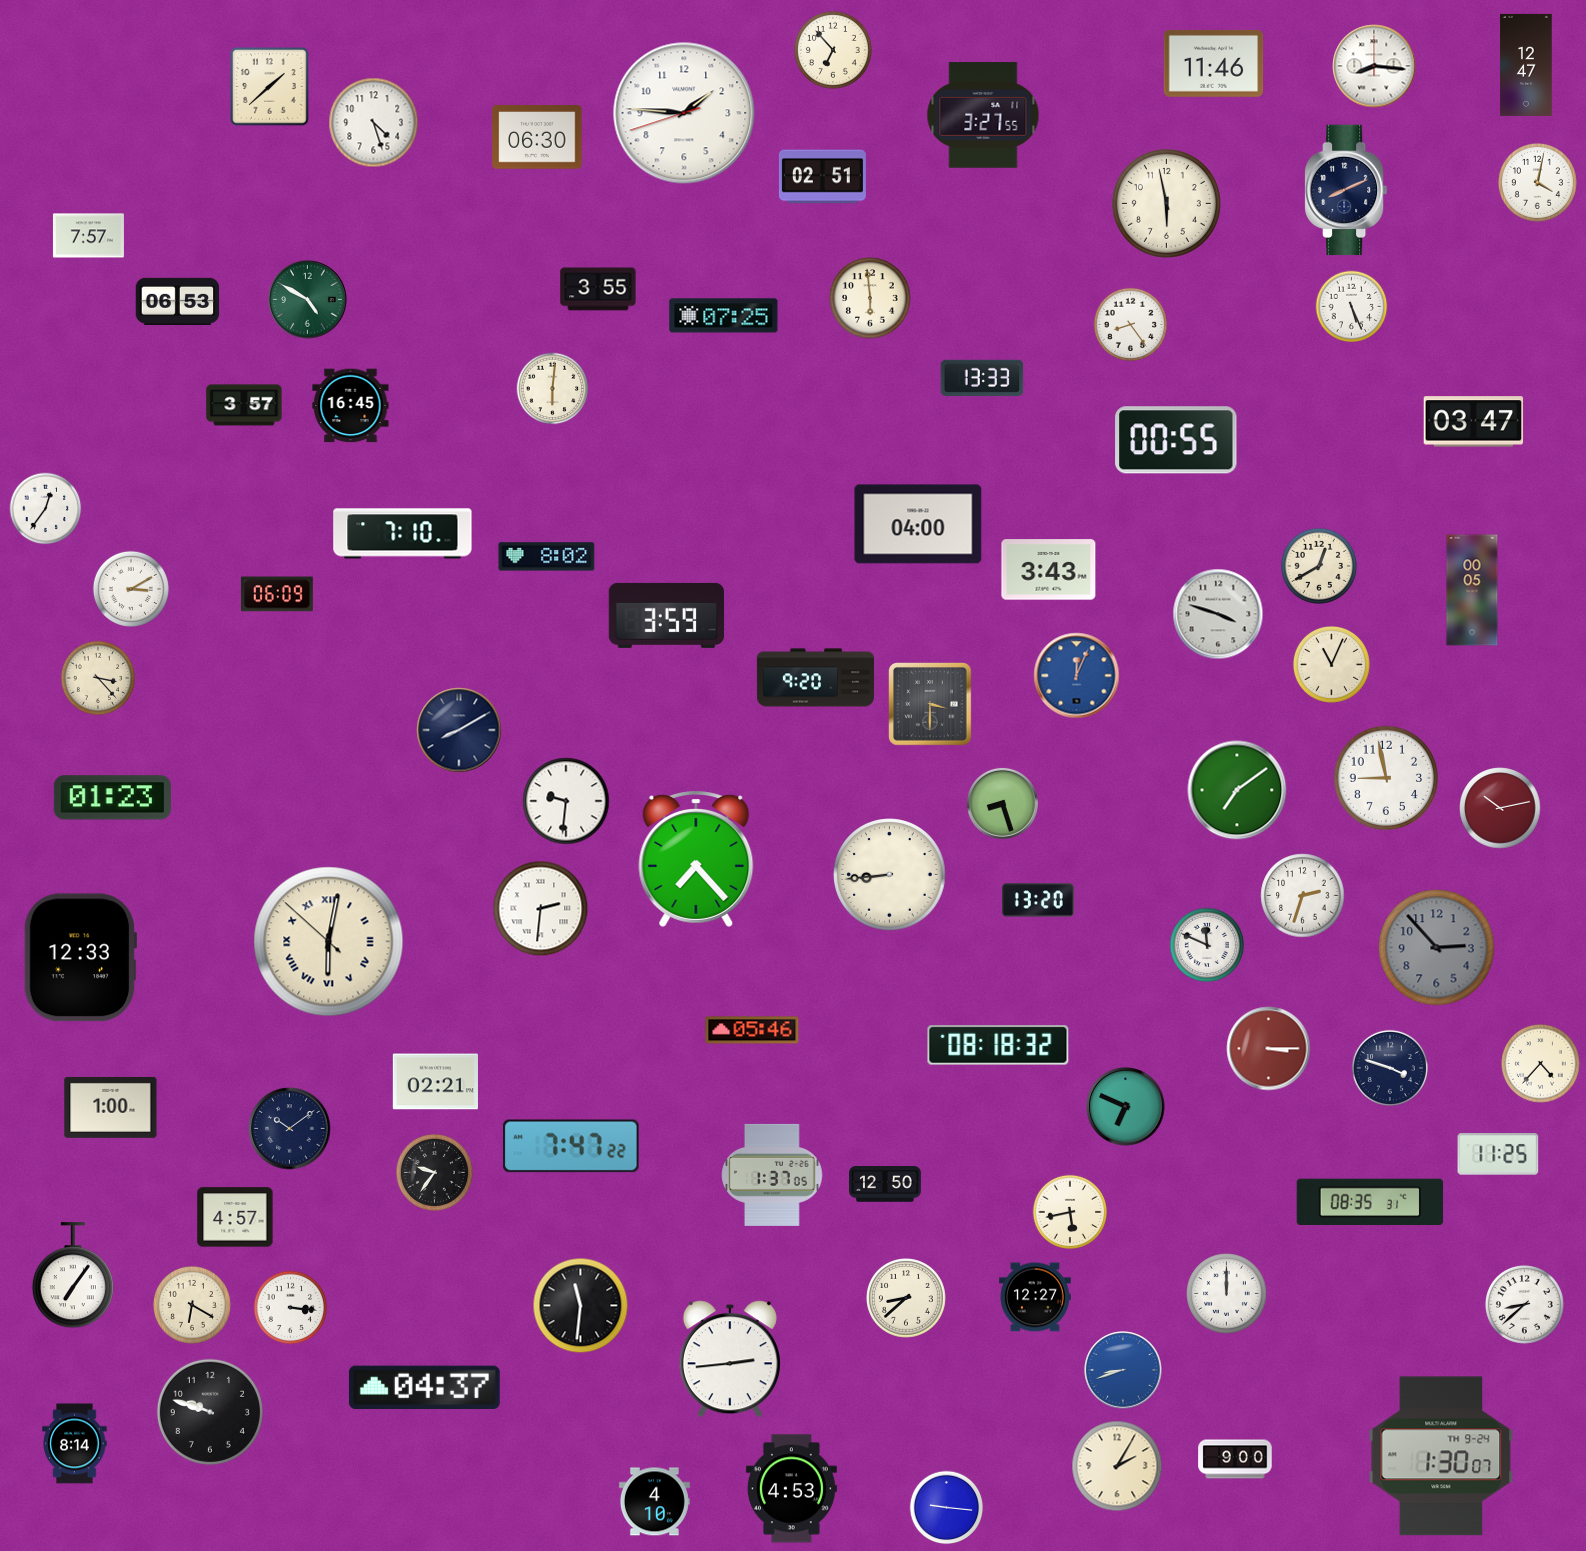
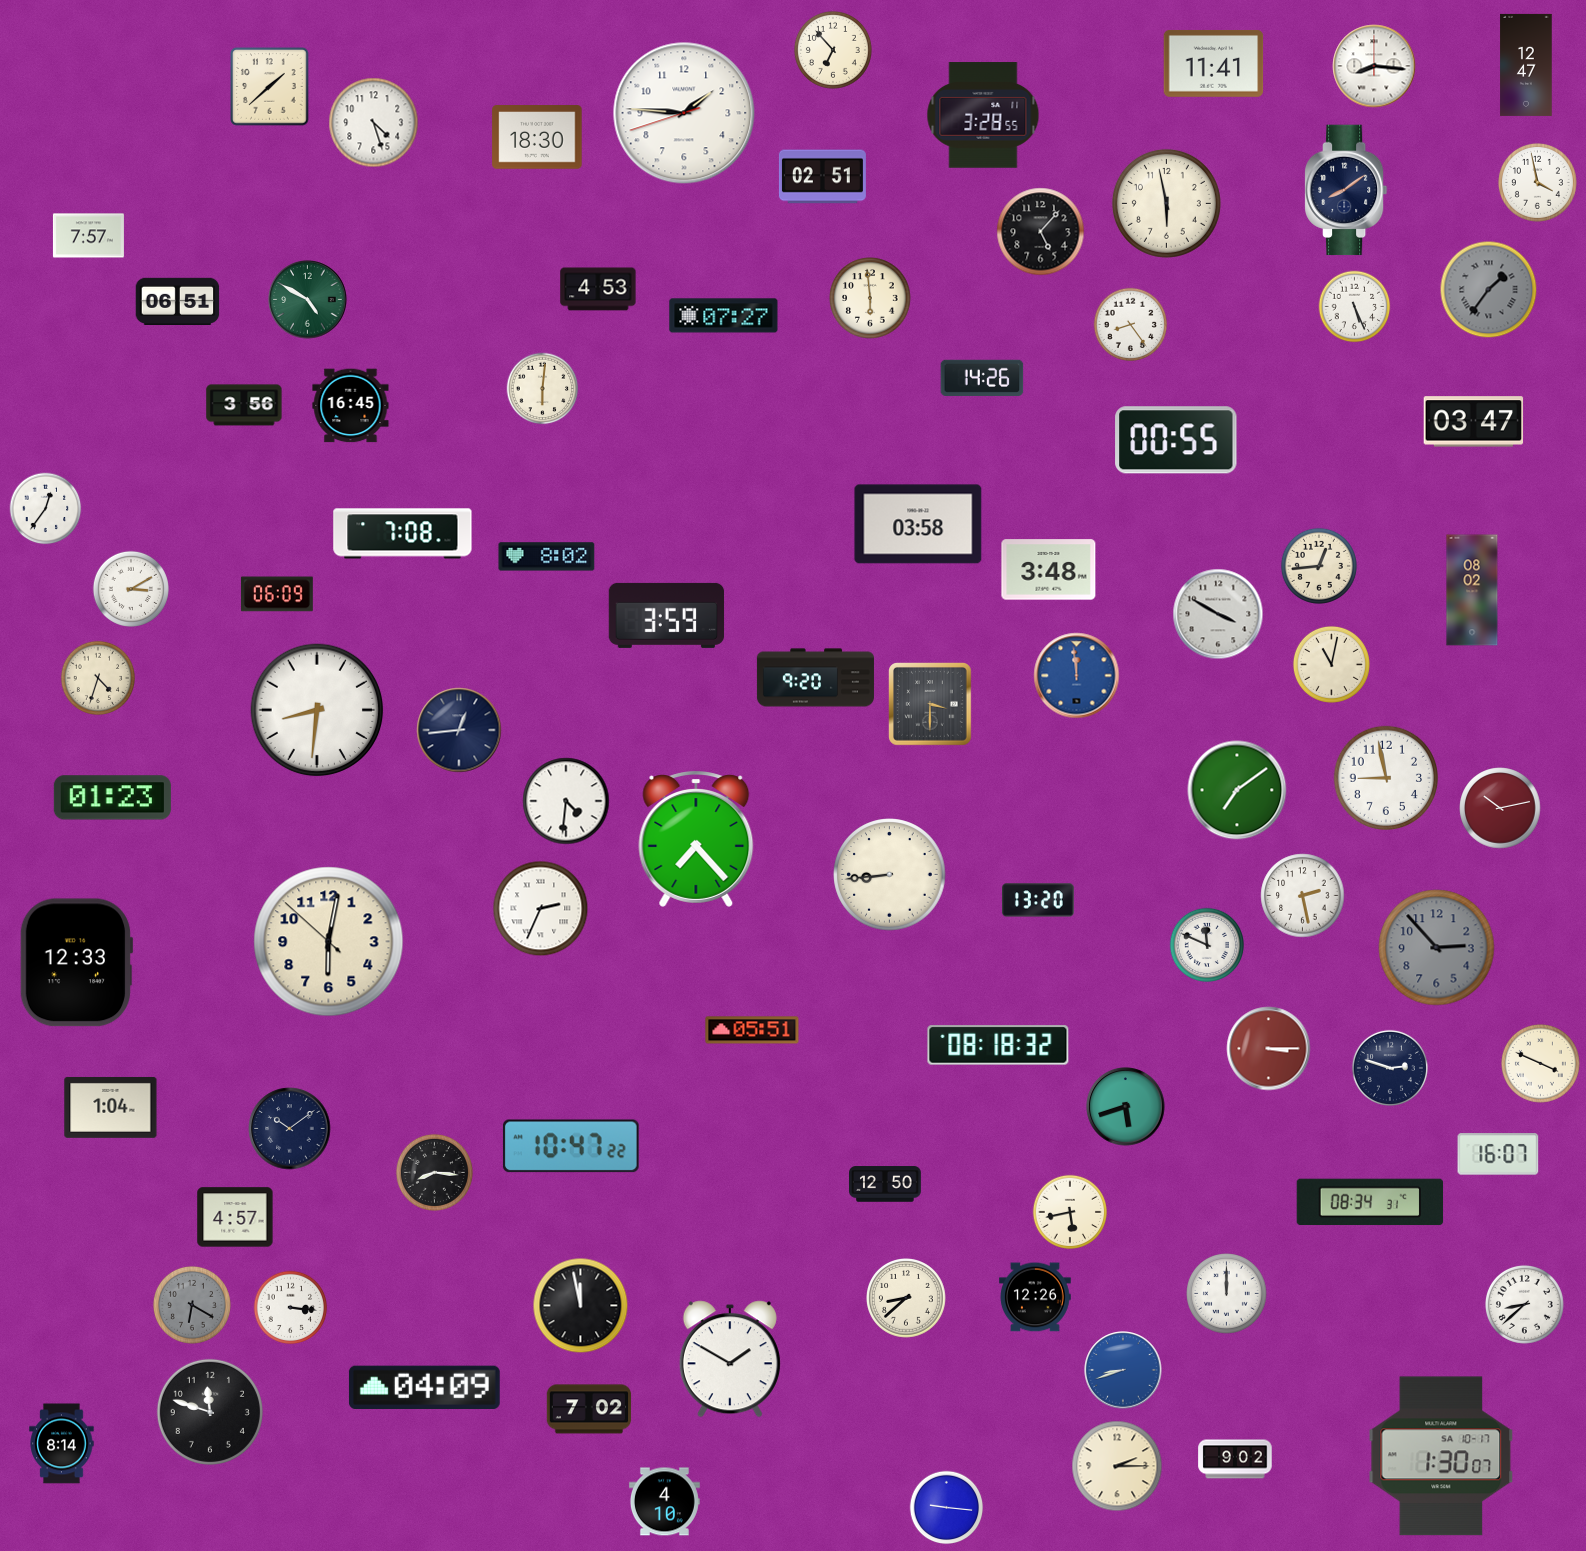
clock at (1214, 63): 11:46 -> 11:41
clock at (983, 115): 3:27 -> 3:28
clock at (537, 137): 06:30 -> 18:30
clock at (1537, 182): 4:02 -> 3:58
clock at (1346, 190): 8:11 -> 8:09
clock at (1041, 232): none -> 5:07
clock at (598, 289): 3:55 -> 4:53
clock at (1489, 290): none -> 1:36
clock at (178, 301): 06:53 -> 06:51
clock at (1352, 307) position: (1352, 307) -> (1355, 307)
clock at (724, 316): 07:25 -> 07:27
clock at (982, 378): 13:33 -> 14:26
clock at (553, 389) position: (553, 389) -> (543, 389)
clock at (244, 405): 3:57 -> 3:56
clock at (918, 524): 04:00 -> 03:58
clock at (403, 534): 7:10 -> 7:08
clock at (1319, 566): 12:40 -> 12:44
clock at (1049, 570): 3:43 -> 3:48
clock at (1472, 590): 00:05 -> 08:02
clock at (1218, 614): 3:48 -> 3:50
clock at (1331, 664): 11:04 -> 11:02
clock at (1077, 676): 12:04 -> 11:59
clock at (98, 678): 3:23 -> 4:33
clock at (317, 710): none -> 8:31
clock at (459, 730): 8:10 -> 12:44
clock at (566, 801): 9:31 -> 4:31
clock at (1002, 803): 8:27 -> none
clock at (696, 859) position: (696, 859) -> (696, 839)
clock at (1303, 896): 2:33 -> 2:28
clock at (541, 909): 2:31 -> 2:34
clock at (329, 942) numerals: Roman -> Arabic
clock at (80, 958) position: (80, 958) -> (76, 963)
clock at (752, 1030): 05:46 -> 05:51
clock at (1540, 1063): 4:37 -> 3:49
clock at (1390, 1068): 3:48 -> 2:48
clock at (435, 1082): 02:21 -> none
clock at (111, 1107): 1:00 -> 1:04
clock at (1126, 1107): 6:49 -> 5:42
clock at (571, 1146): 7:47 -> 10:47
clock at (1498, 1154): 11:25 -> 16:07
clock at (434, 1172): 9:36 -> 8:16
clock at (772, 1175): 1:37 -> none
clock at (1370, 1202): 08:35 -> 08:34
clock at (73, 1276): 7:06 -> none
clock at (1036, 1297): 12:27 -> 12:26
clock at (192, 1305) dial: cream -> grey
clock at (581, 1306): 11:31 -> 11:58
clock at (730, 1359): 2:44 -> 1:50
clock at (424, 1387): 04:37 -> 04:09
clock at (589, 1409): none -> 7:02
clock at (210, 1412): 9:48 -> 11:48
clock at (75, 1444) position: (75, 1444) -> (62, 1444)
clock at (1441, 1456) date: TH 9-24 -> SA 10-17
clock at (1235, 1459): 9:00 -> 9:02
clock at (1117, 1466): 2:05 -> 2:15
clock at (791, 1489): 4:53 -> none
clock at (654, 1502) position: (654, 1502) -> (664, 1502)
